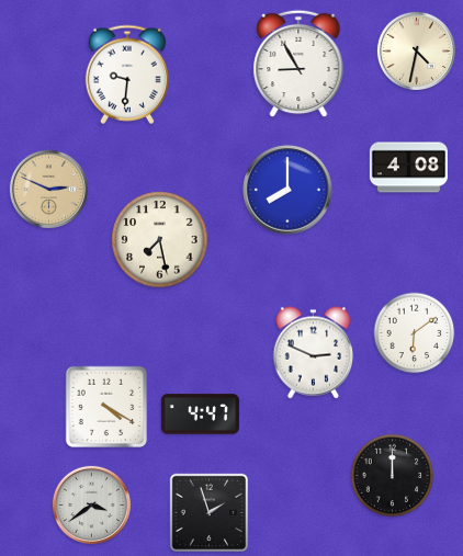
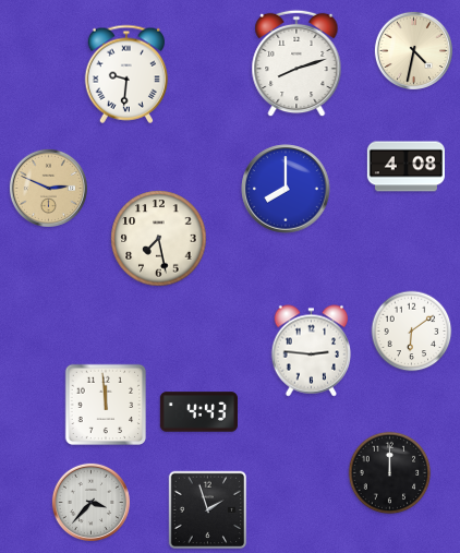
clock at (298, 64): 8:55 -> 8:12
clock at (314, 353): 2:49 -> 2:46
clock at (106, 407): 4:20 -> 11:59
clock at (200, 415): 4:47 -> 4:43
clock at (91, 504): 3:39 -> 3:37
